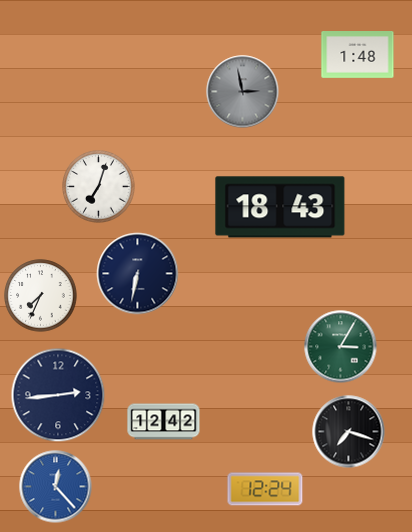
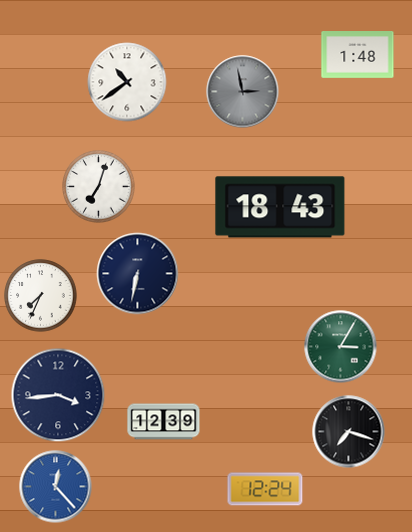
clock at (127, 82): none -> 10:39
clock at (58, 395): 2:44 -> 3:44
clock at (164, 422): 12:42 -> 12:39
